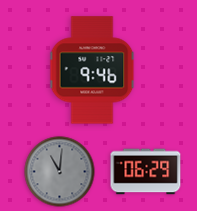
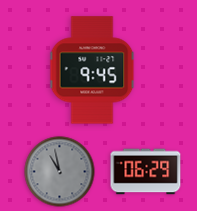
clock at (92, 70): 9:46 -> 9:45
clock at (60, 172): 11:01 -> 10:58
